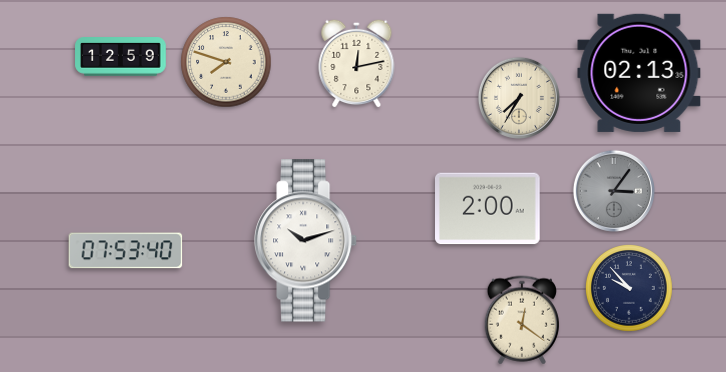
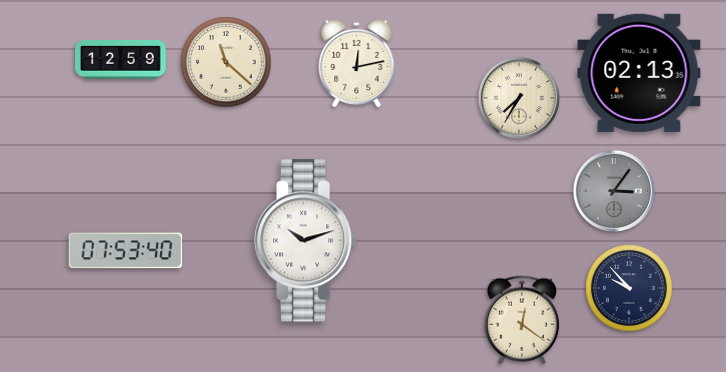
clock at (121, 57) position: (121, 57) -> (121, 60)
clock at (226, 62): 7:48 -> 11:22
clock at (488, 209): 2:00 -> none
